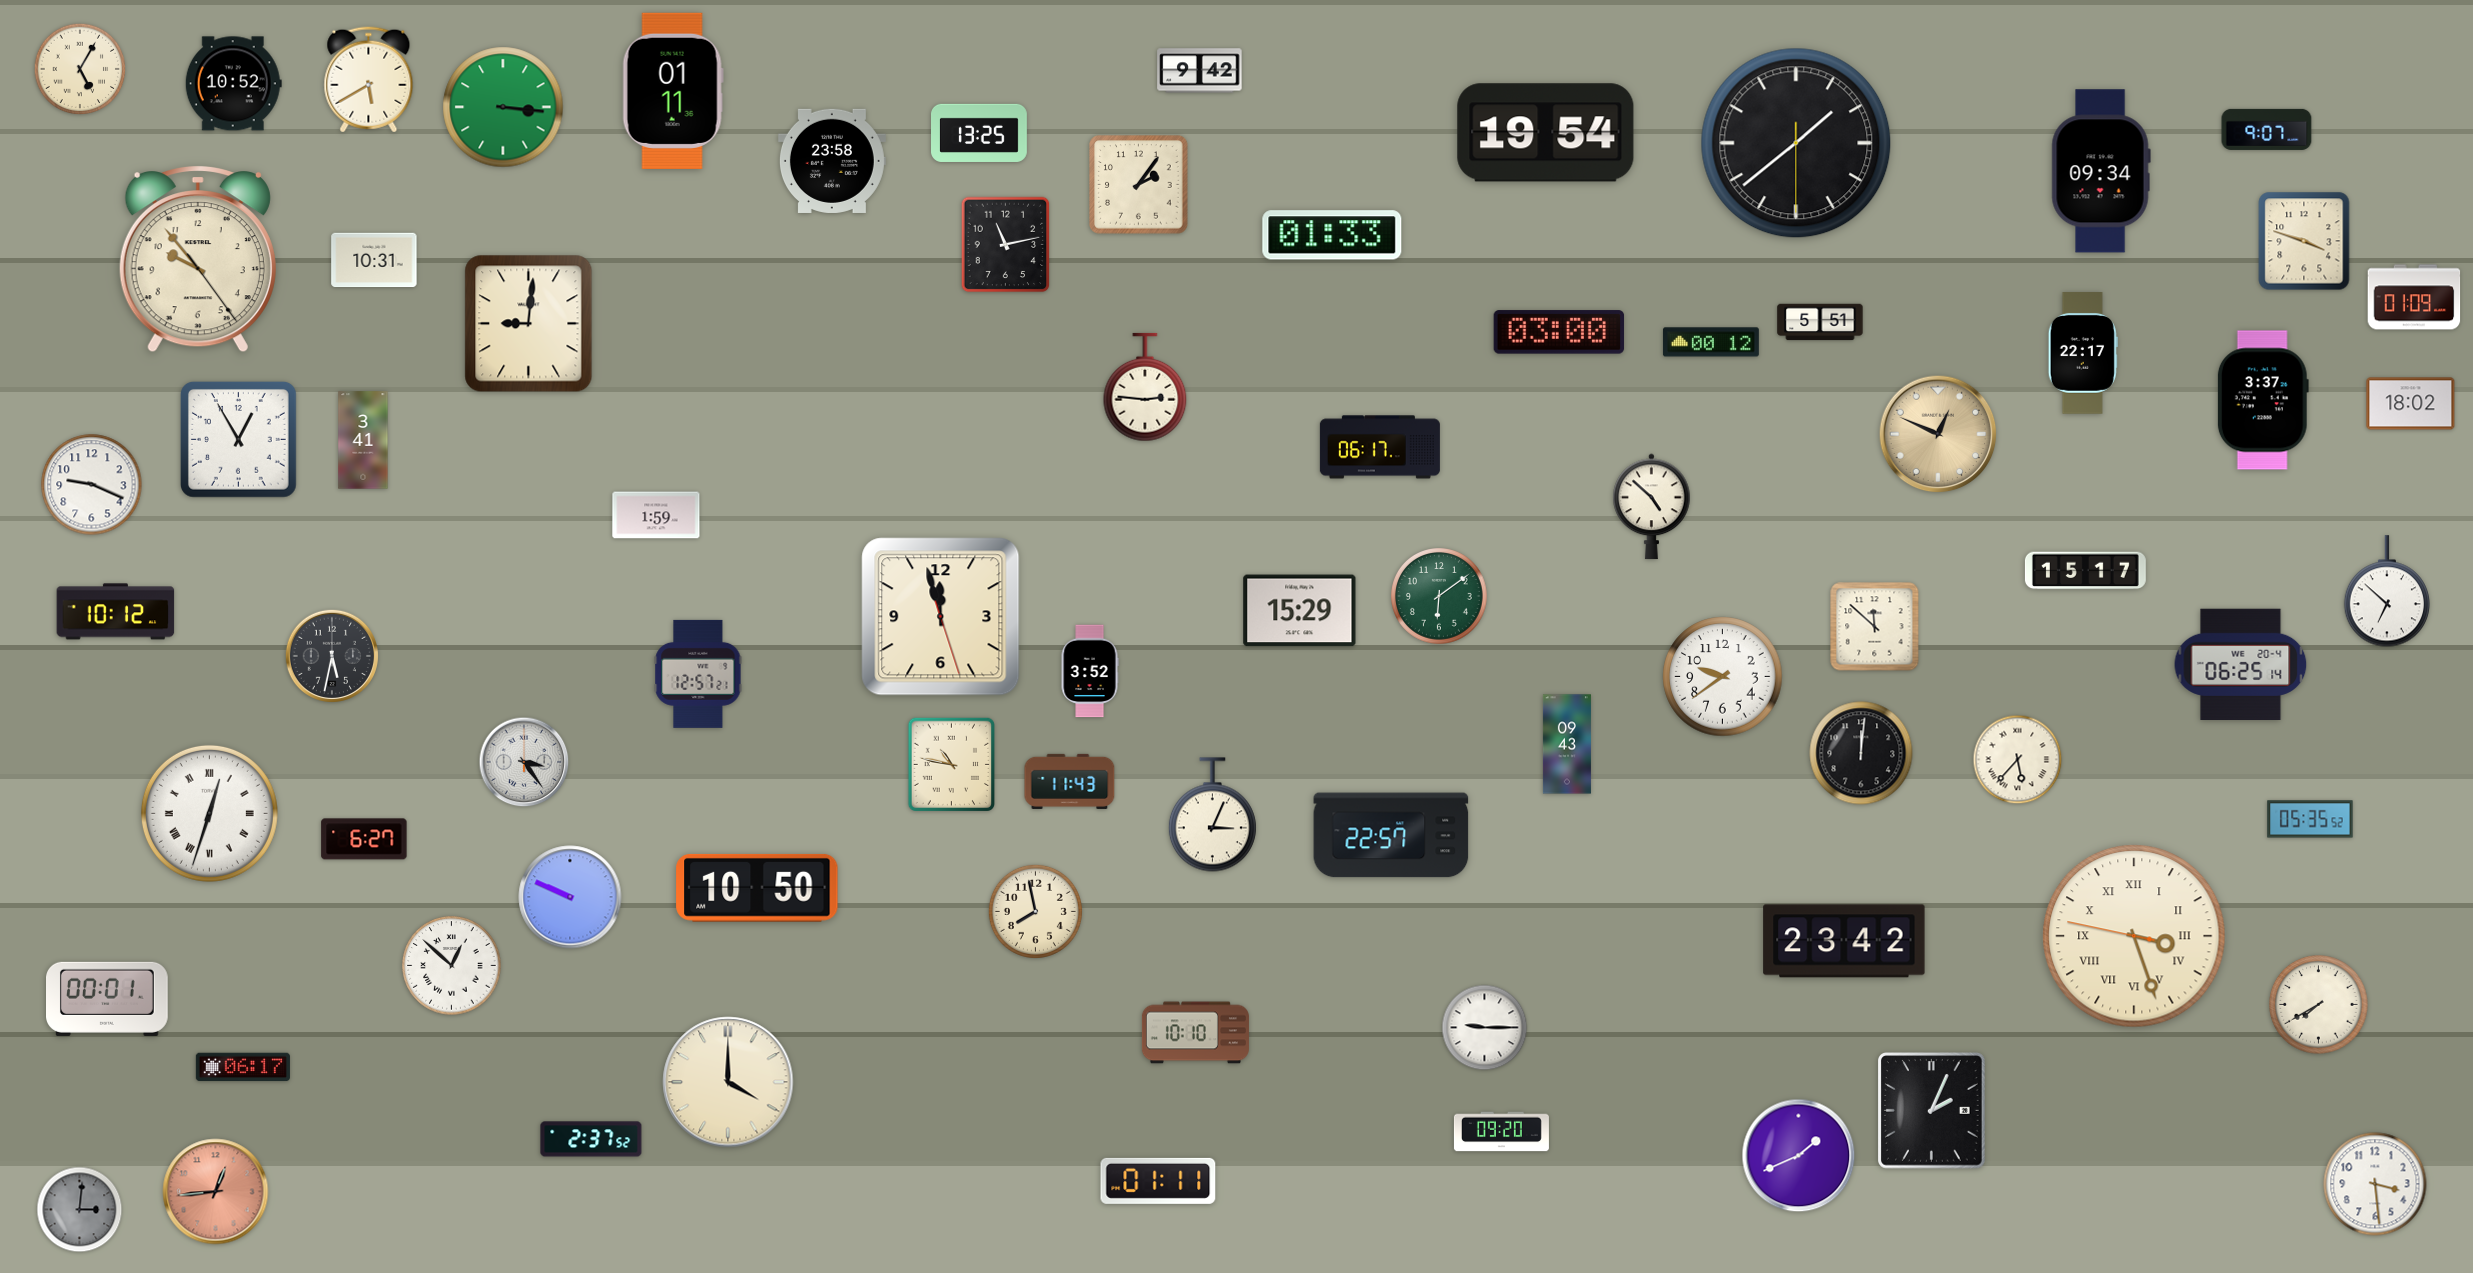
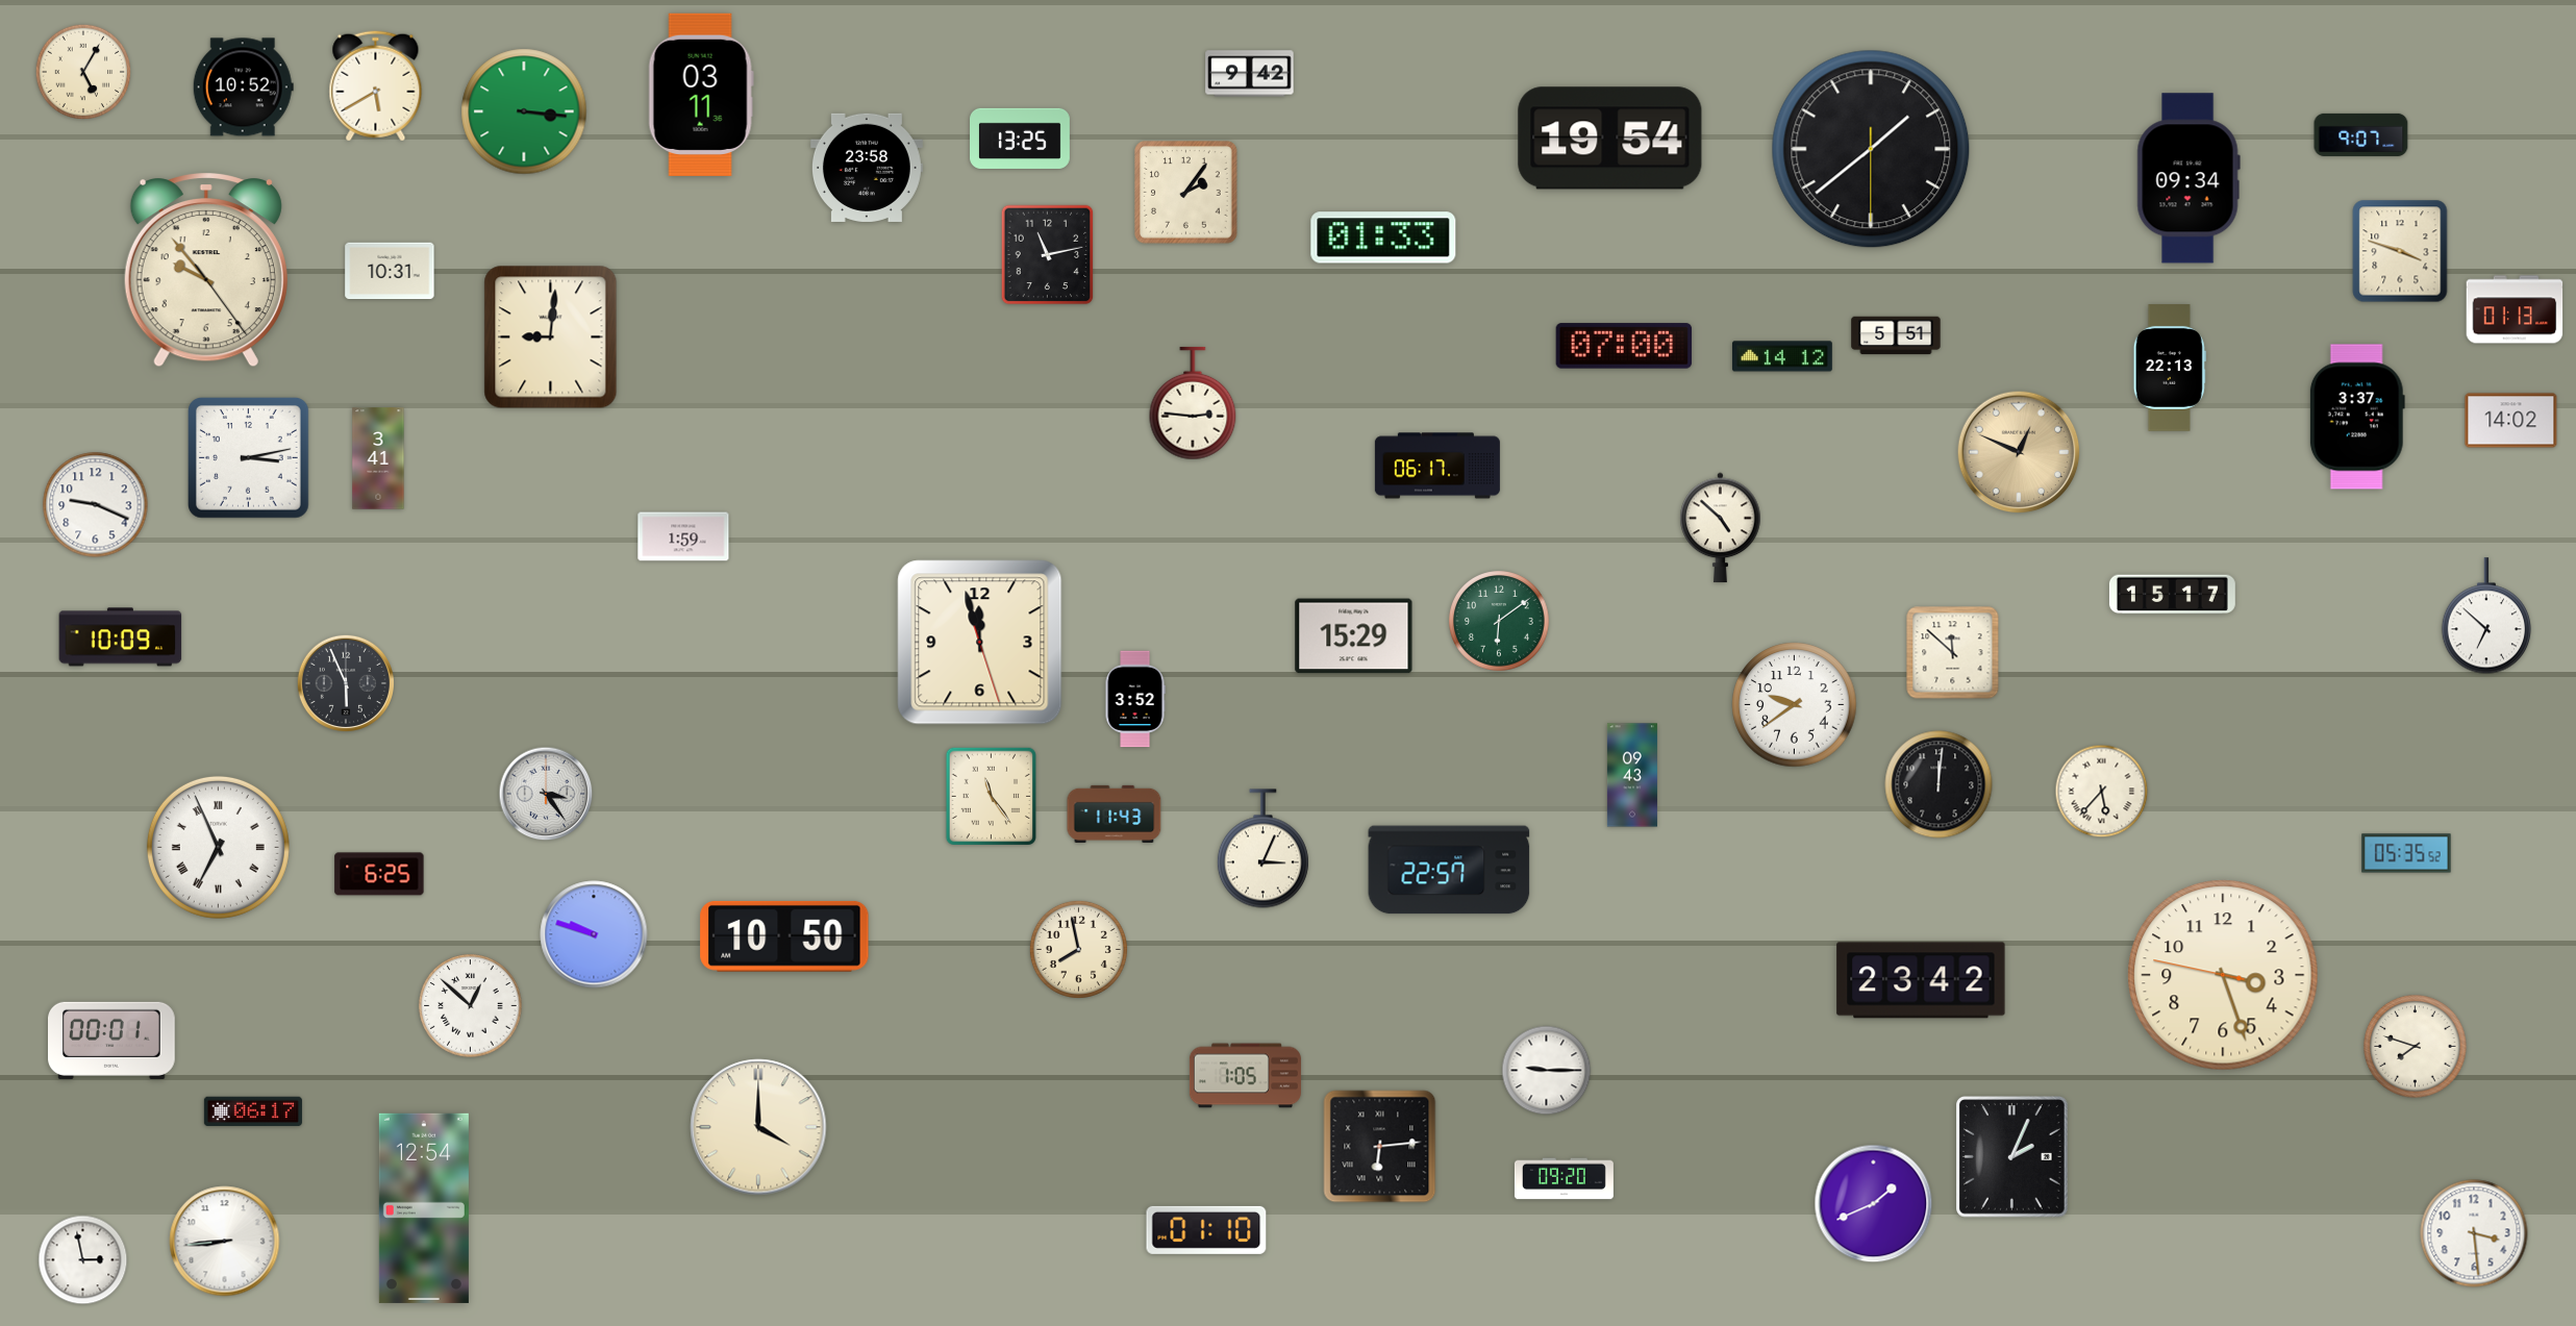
clock at (369, 80) position: (369, 80) -> (376, 86)
clock at (673, 91): 01:11 -> 03:11
clock at (1332, 235) position: (1332, 235) -> (1383, 237)
clock at (2414, 297): 01:09 -> 01:13
clock at (1559, 332): 03:00 -> 07:00
clock at (1711, 342): 00:12 -> 14:12
clock at (2083, 353): 22:17 -> 22:13
clock at (2411, 404): 18:02 -> 14:02
clock at (239, 440): 12:55 -> 3:13
clock at (116, 612): 10:12 -> 10:09
clock at (331, 655): 5:32 -> 5:56
clock at (2241, 664): 06:25 -> none
clock at (698, 674): 12:57 -> none
clock at (951, 765): 10:47 -> 11:24
clock at (209, 813): 12:33 -> 6:56
clock at (364, 839): 6:27 -> 6:25
clock at (757, 888) position: (757, 888) -> (784, 936)
clock at (570, 897): 9:49 -> 9:48
clock at (2134, 936) numerals: Roman -> Arabic
clock at (2319, 1005): 7:40 -> 7:48
clock at (1195, 1033): 10:10 -> 1:05
clock at (1380, 1147): none -> 6:14
clock at (591, 1139): 2:37 -> none
clock at (424, 1208): none -> 12:54
clock at (1158, 1181): 01:11 -> 01:10
clock at (216, 1192): 12:44 -> 8:44
clock at (216, 1192) dial: salmon -> white
clock at (80, 1210): 3:01 -> 2:58
clock at (80, 1210) dial: grey -> white
